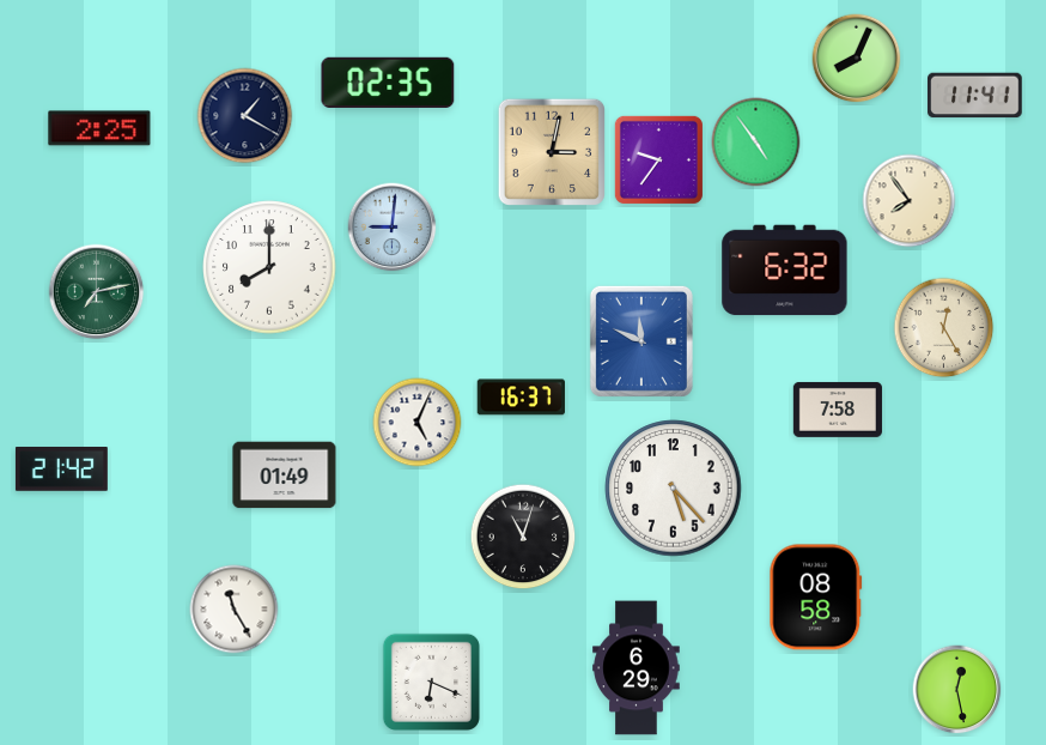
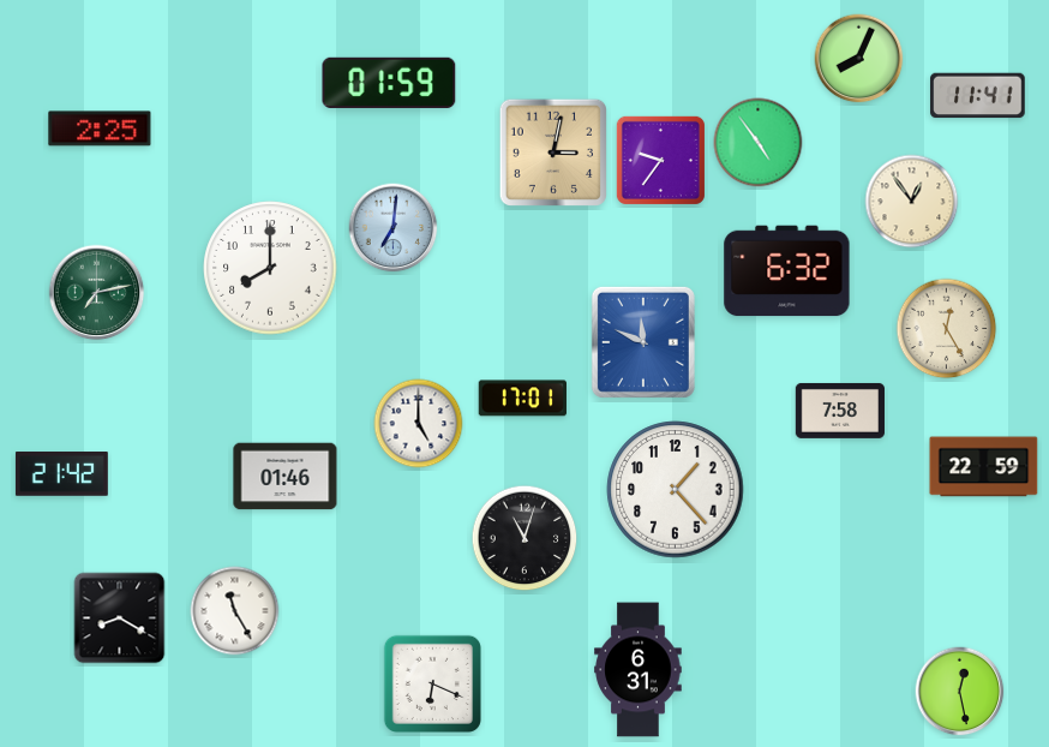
clock at (388, 83): 02:35 -> 01:59
clock at (245, 116): 1:20 -> none
clock at (910, 201): 7:54 -> 12:54
clock at (393, 228): 9:01 -> 7:01
clock at (521, 398): 16:37 -> 17:01
clock at (418, 423): 5:04 -> 5:00
clock at (984, 467): none -> 22:59
clock at (61, 470) position: (61, 470) -> (61, 474)
clock at (285, 476): 01:49 -> 01:46
clock at (674, 489): 5:23 -> 1:23
clock at (816, 598): 08:58 -> none
clock at (120, 618): none -> 8:20
clock at (637, 668): 6:29 -> 6:31
